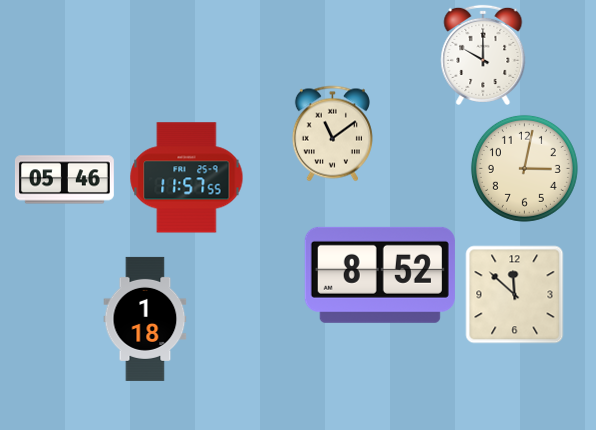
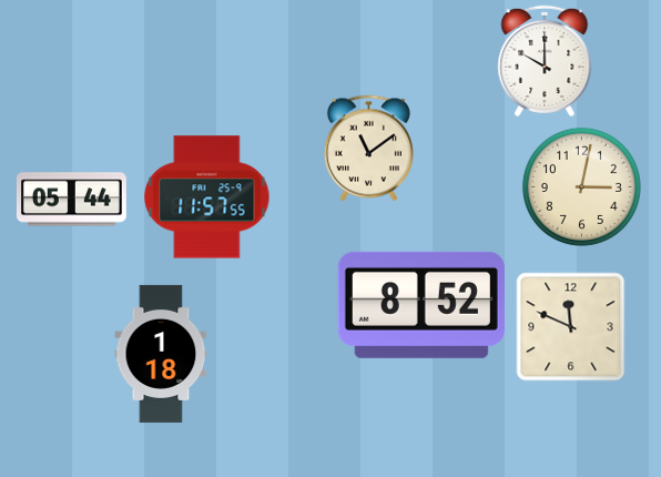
clock at (483, 55) position: (483, 55) -> (545, 61)
clock at (64, 180): 05:46 -> 05:44
clock at (515, 295): 11:52 -> 11:49
